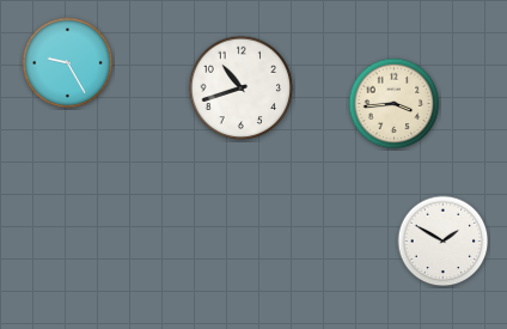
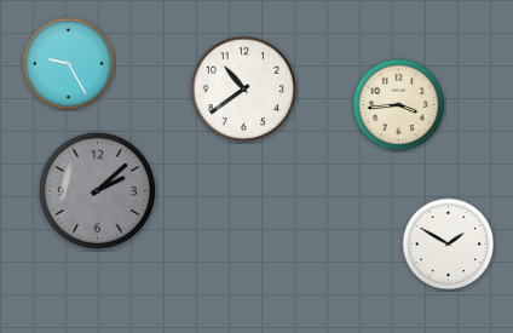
clock at (242, 89): 10:42 -> 10:39
clock at (98, 191): none -> 2:08
